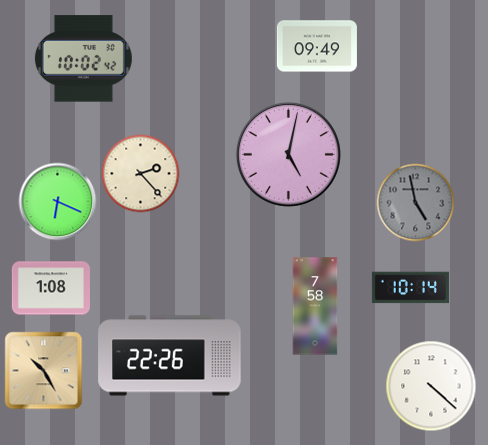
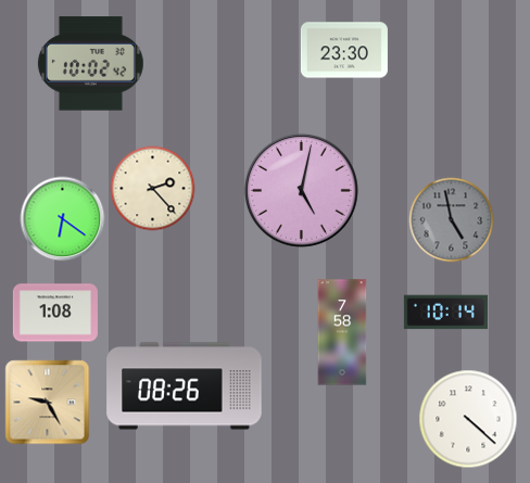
clock at (317, 46): 09:49 -> 23:30
clock at (288, 154) position: (288, 154) -> (301, 190)
clock at (57, 201): 6:19 -> 6:21
clock at (170, 356): 22:26 -> 08:26
clock at (43, 370): 10:25 -> 9:25
